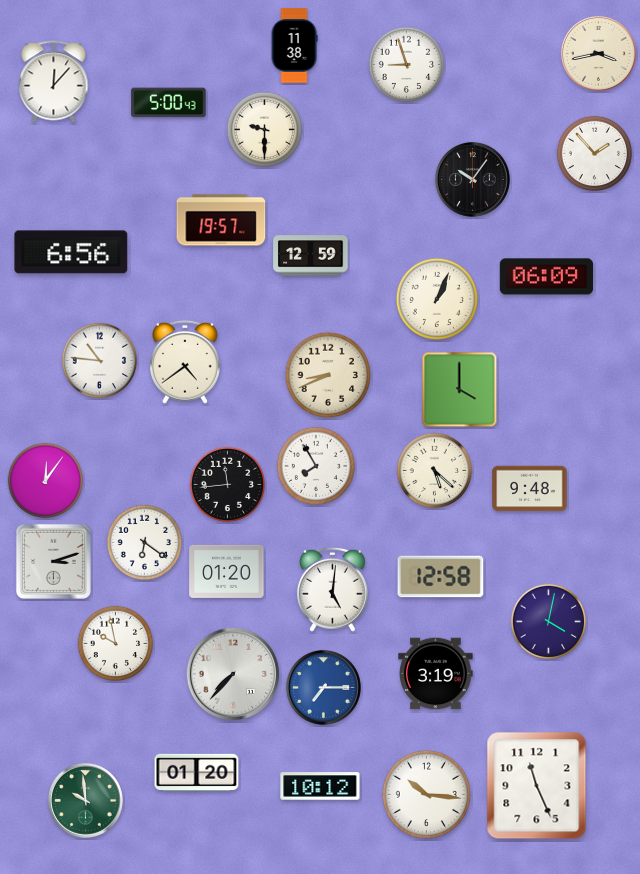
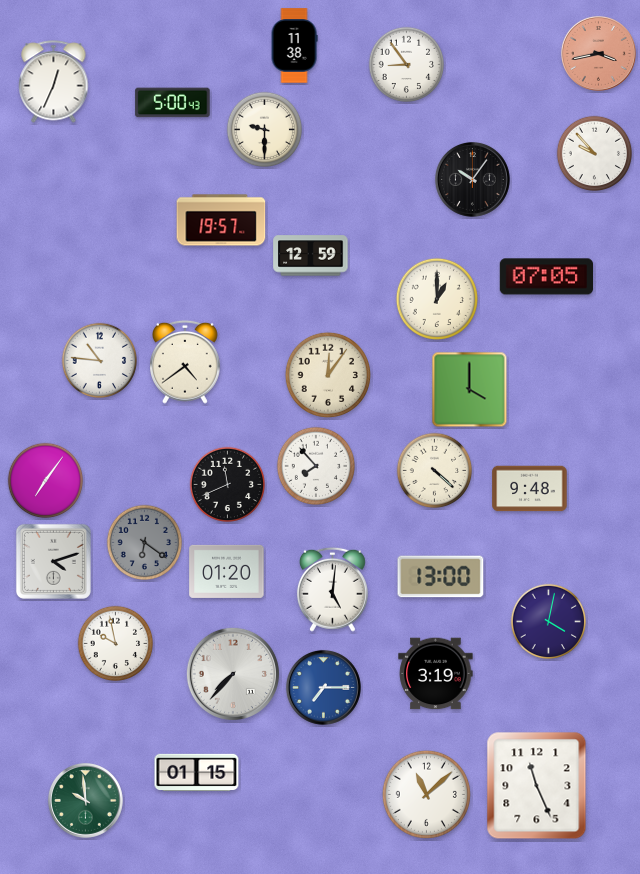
clock at (598, 53) dial: cream -> salmon
clock at (407, 65): 8:57 -> 8:54
clock at (54, 82): 12:07 -> 12:34
clock at (169, 103) position: (169, 103) -> (173, 103)
clock at (595, 154): 1:53 -> 9:53
clock at (71, 252): 6:56 -> none
clock at (546, 277): 06:09 -> 07:05
clock at (436, 298): 1:04 -> 1:00
clock at (328, 375): 8:41 -> 12:06
clock at (460, 390) position: (460, 390) -> (470, 390)
clock at (315, 465): 7:55 -> 7:53
clock at (435, 471): 5:22 -> 4:22
clock at (46, 481): 12:06 -> 7:06
clock at (228, 485): 11:44 -> 11:41
clock at (145, 543) dial: white -> grey
clock at (53, 561): 3:12 -> 4:12
clock at (441, 577): 12:58 -> 13:00
clock at (197, 772): 01:20 -> 01:15
clock at (320, 786): 10:12 -> none
clock at (426, 794): 10:16 -> 11:08
